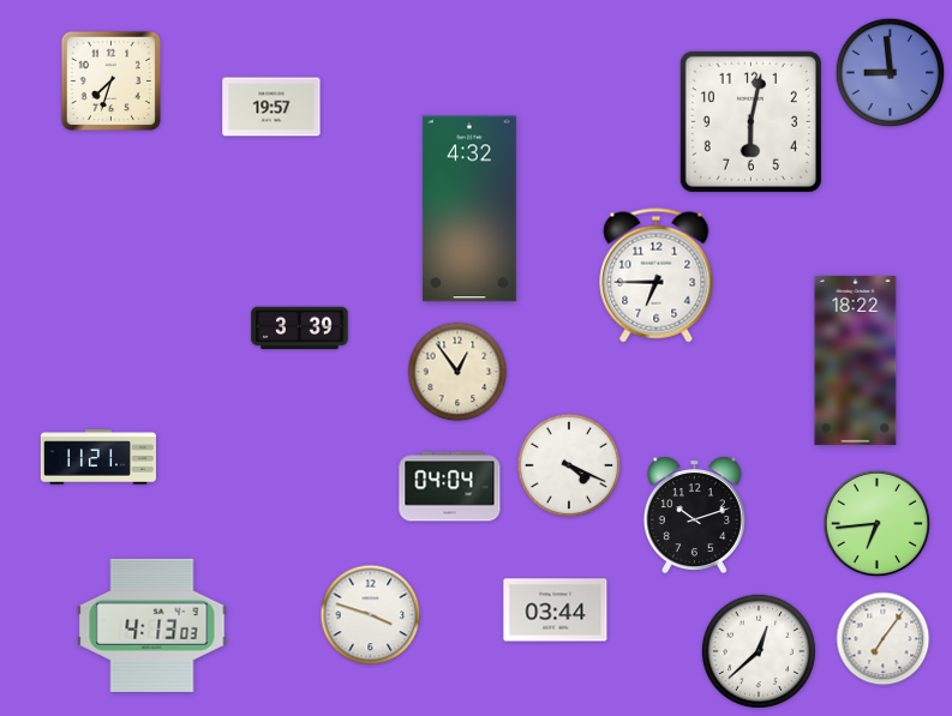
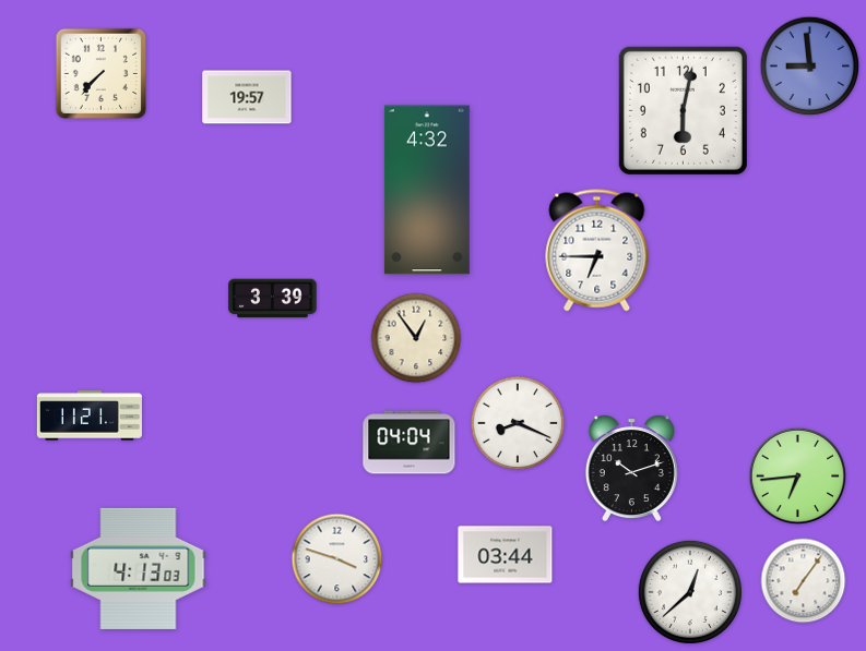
clock at (110, 80): 7:33 -> 7:37
clock at (856, 360): 18:22 -> none
clock at (569, 465): 4:19 -> 8:19
